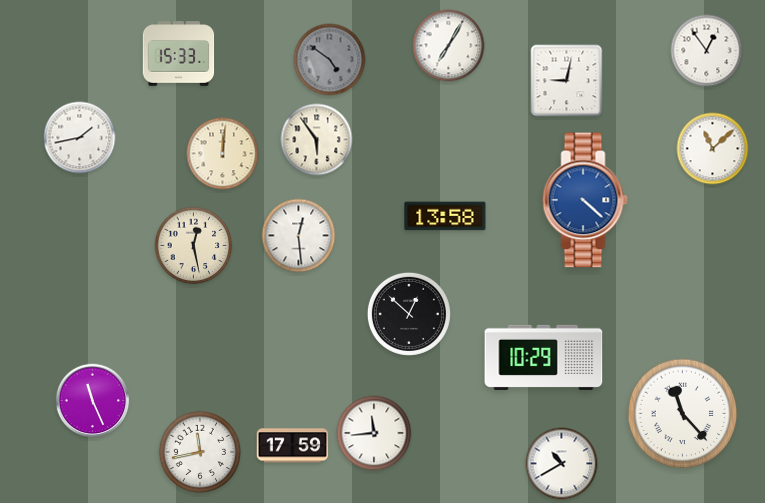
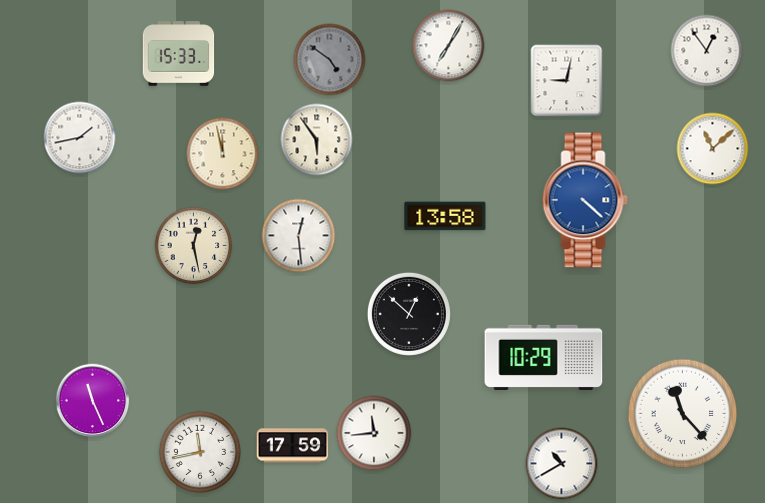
clock at (223, 154): 12:01 -> 11:58
